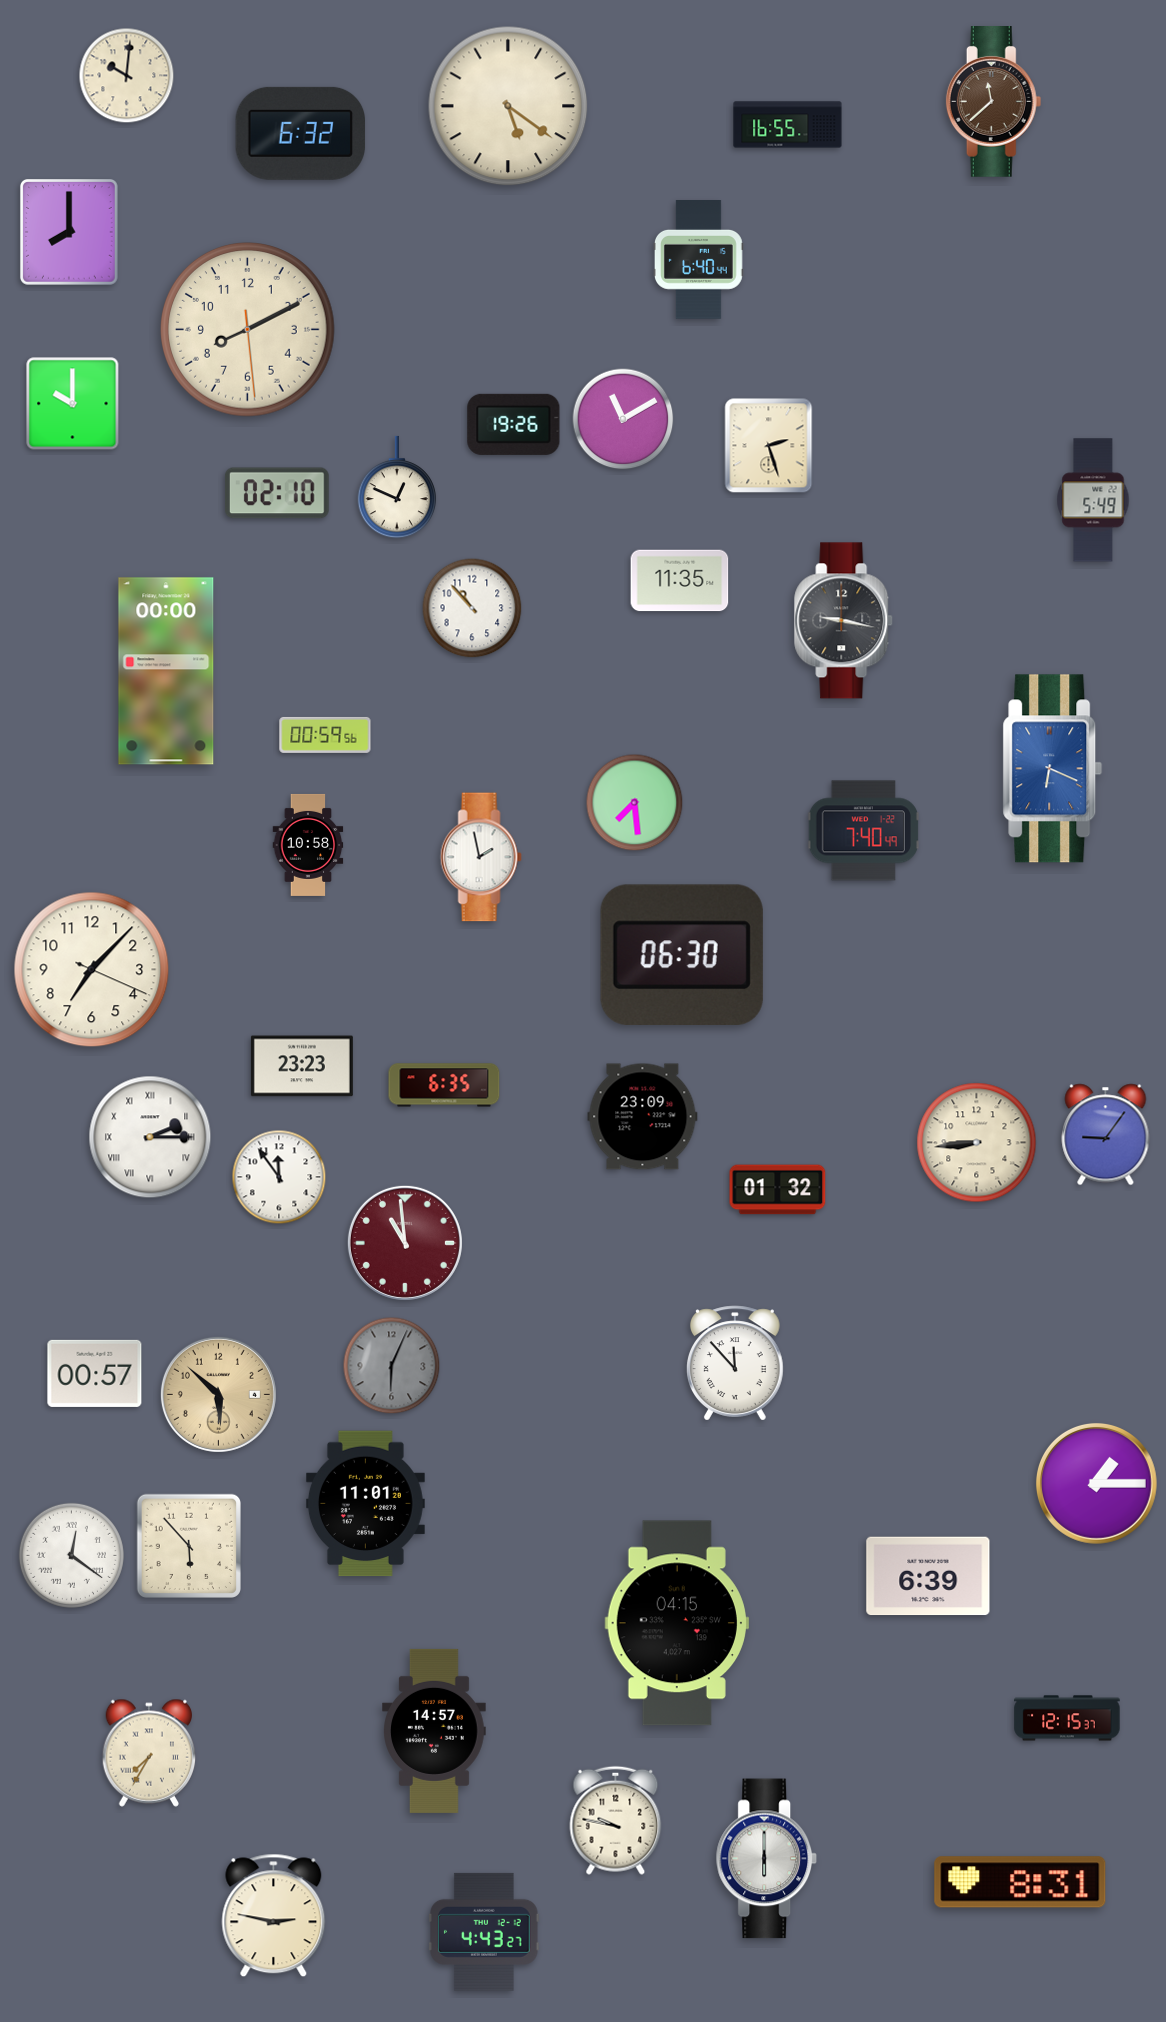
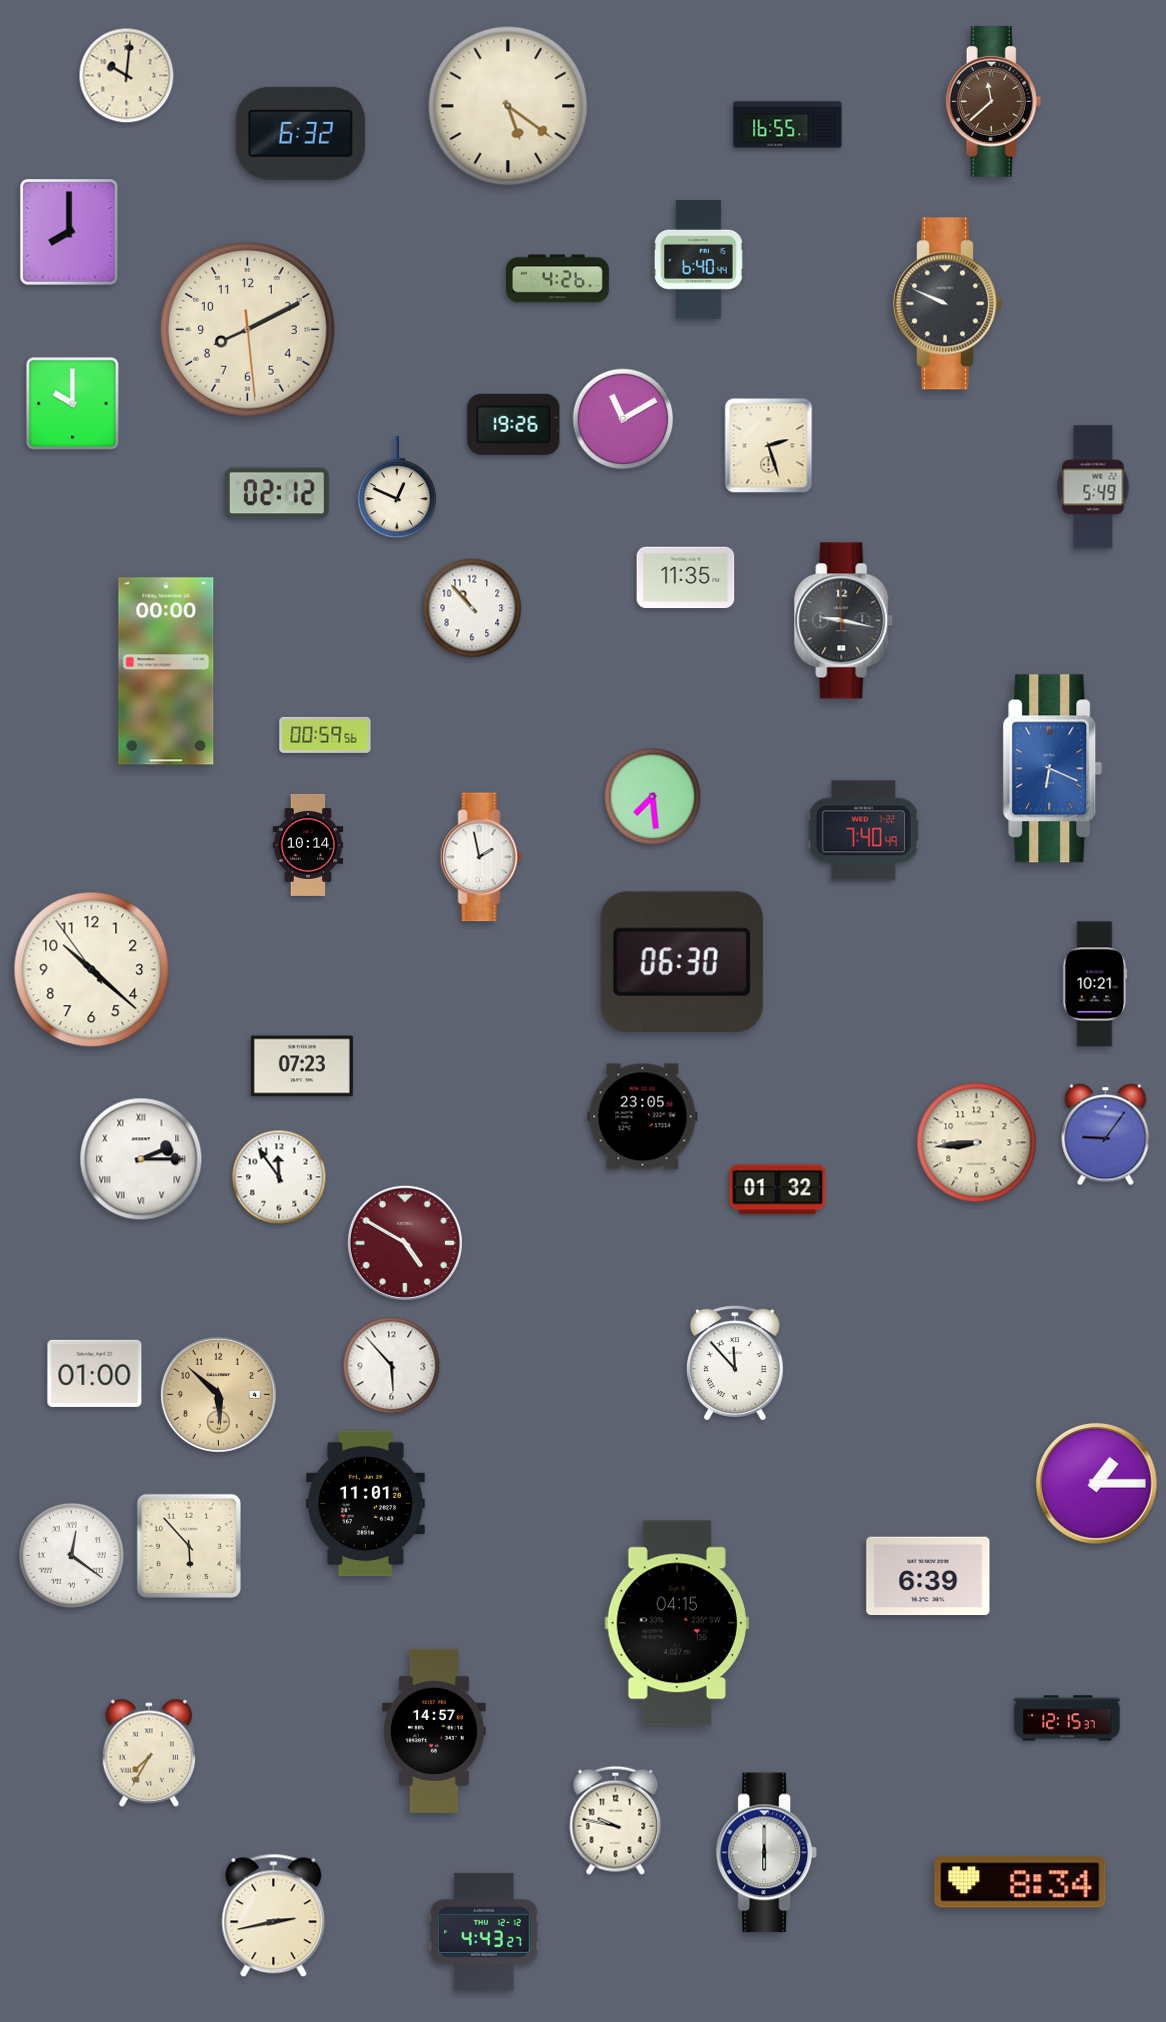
clock at (557, 279): none -> 4:26
clock at (947, 304): none -> 9:49
clock at (277, 493): 02:10 -> 02:12
clock at (1093, 500) position: (1093, 500) -> (1093, 487)
clock at (680, 581) position: (680, 581) -> (686, 578)
clock at (635, 803) position: (635, 803) -> (653, 797)
clock at (308, 845): 10:58 -> 10:14
clock at (682, 955) position: (682, 955) -> (682, 962)
clock at (92, 970): 7:07 -> 10:21
clock at (1095, 984): none -> 10:21
clock at (302, 1066): 23:23 -> 07:23
clock at (444, 1085): 6:35 -> none
clock at (643, 1117): 23:09 -> 23:05
clock at (150, 1137) position: (150, 1137) -> (141, 1159)
clock at (405, 1243): 10:59 -> 4:50
clock at (392, 1366): 6:04 -> 5:53
clock at (392, 1366) dial: grey -> white
clock at (95, 1373): 00:57 -> 01:00
clock at (767, 1859) position: (767, 1859) -> (767, 1853)
clock at (1020, 1882): 8:31 -> 8:34
clock at (274, 1916): 2:47 -> 2:43
